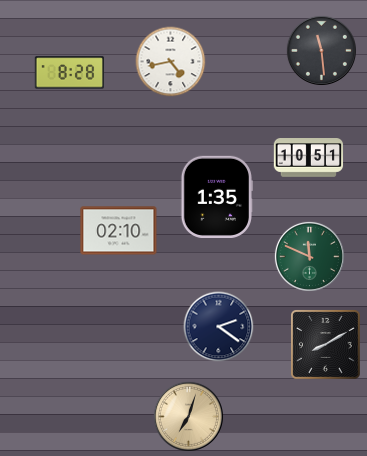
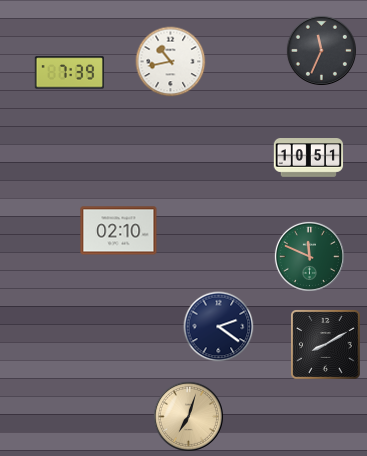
clock at (321, 50): 11:29 -> 11:34
clock at (171, 62): 4:43 -> 10:43
clock at (69, 73): 8:28 -> 7:39
clock at (217, 196): 1:35 -> none
